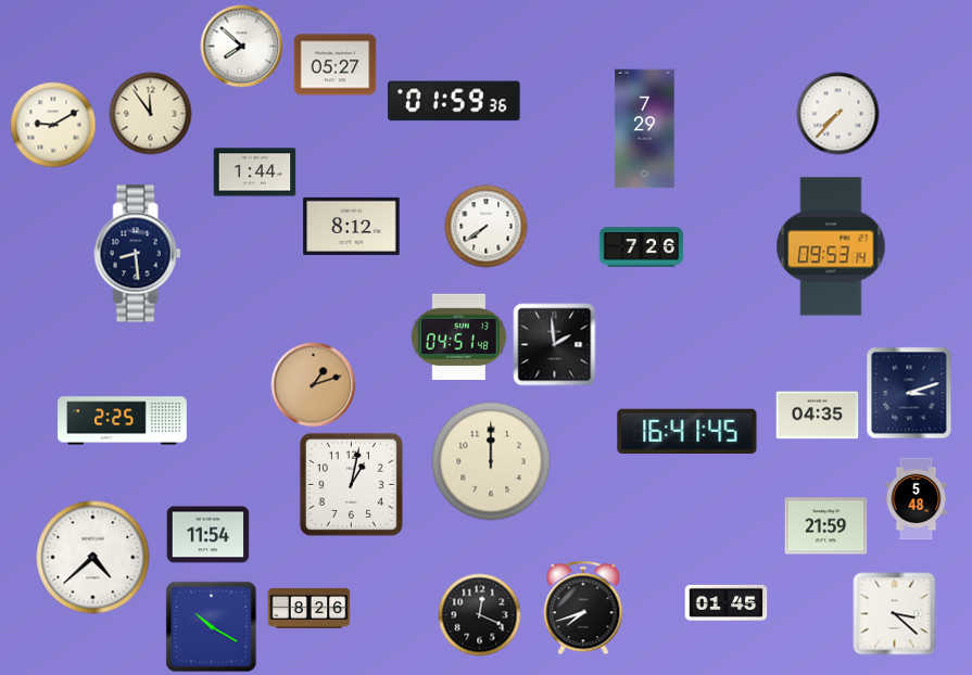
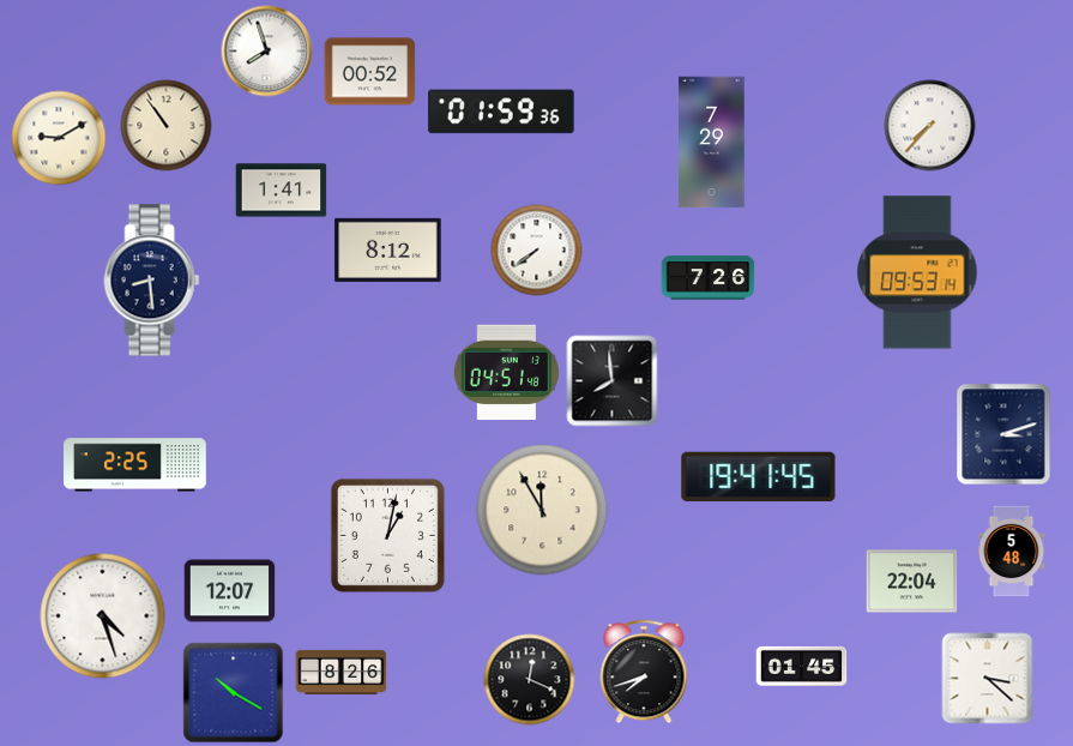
clock at (242, 47): 7:52 -> 7:57
clock at (336, 65): 05:27 -> 00:52
clock at (151, 114): 11:54 -> 10:54
clock at (838, 114) position: (838, 114) -> (930, 126)
clock at (255, 173): 1:44 -> 1:41
clock at (642, 247) position: (642, 247) -> (709, 278)
clock at (555, 345): 1:59 -> 7:59
clock at (314, 385): 1:12 -> none
clock at (818, 416): 04:35 -> none
clock at (687, 432): 16:41 -> 19:41
clock at (491, 461): 12:00 -> 11:55
clock at (826, 526): 21:59 -> 22:04
clock at (209, 535): 11:54 -> 12:07
clock at (93, 558): 4:38 -> 4:27
